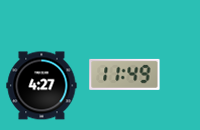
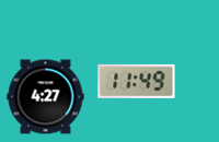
clock at (42, 86) position: (42, 86) -> (46, 97)
